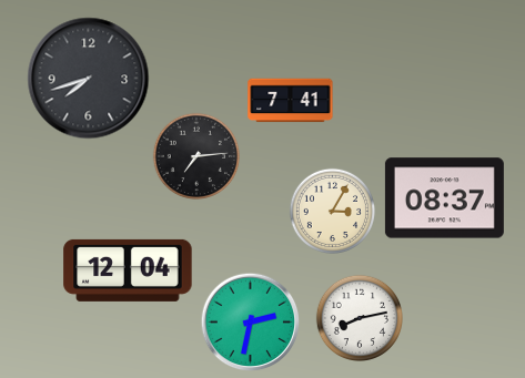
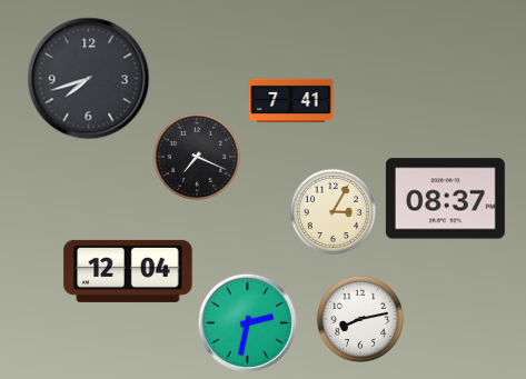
clock at (195, 155): 7:14 -> 7:19
clock at (250, 321) position: (250, 321) -> (247, 322)
